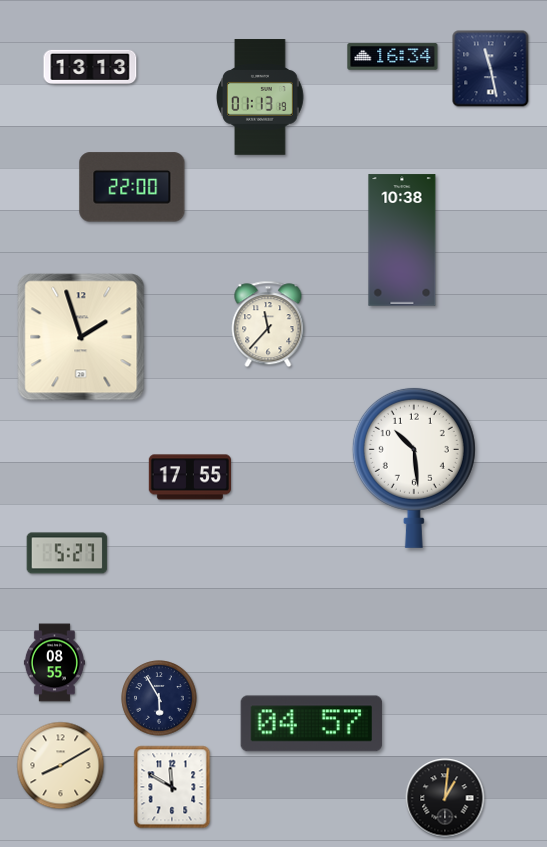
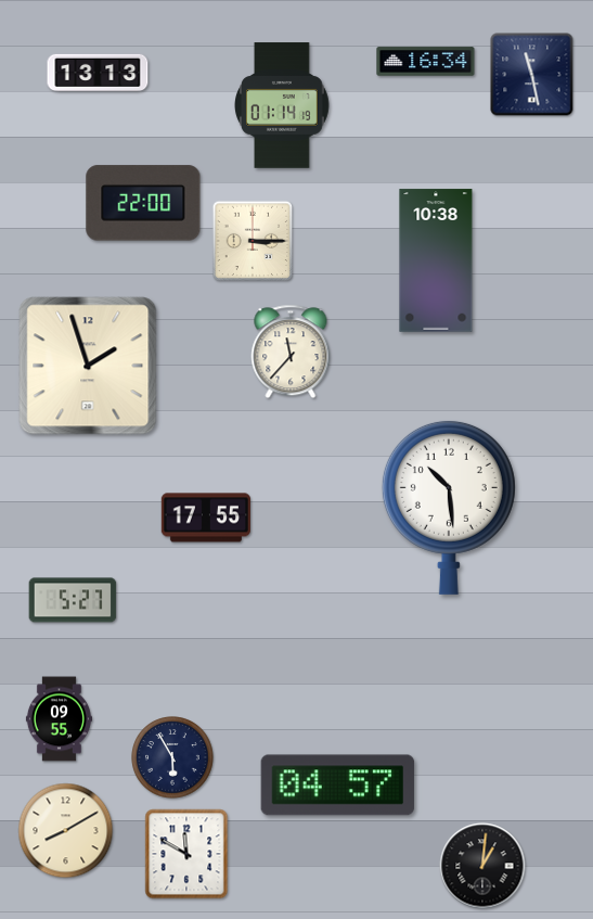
clock at (261, 97): 01:13 -> 01:14
clock at (253, 241): none -> 3:15
clock at (54, 663): 08:55 -> 09:55
